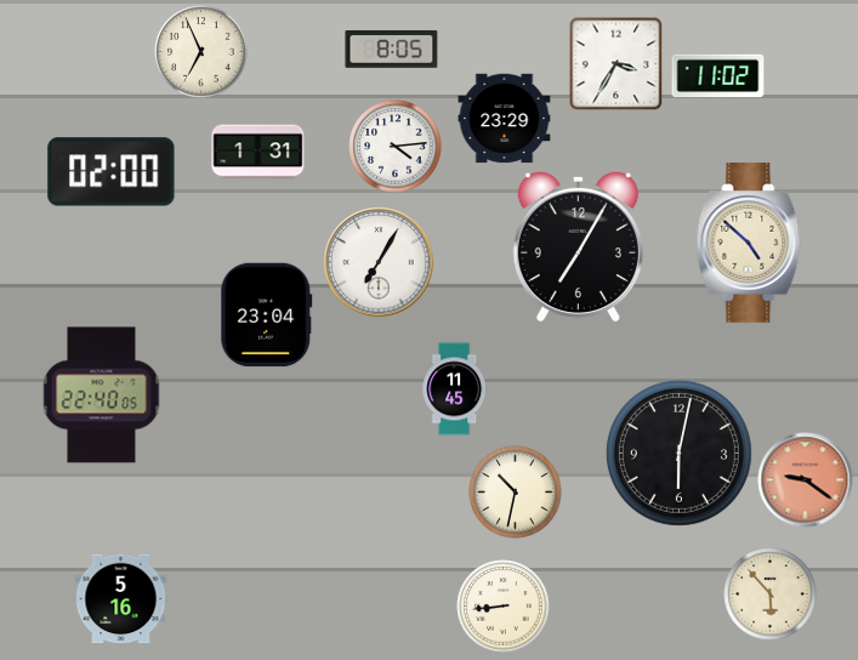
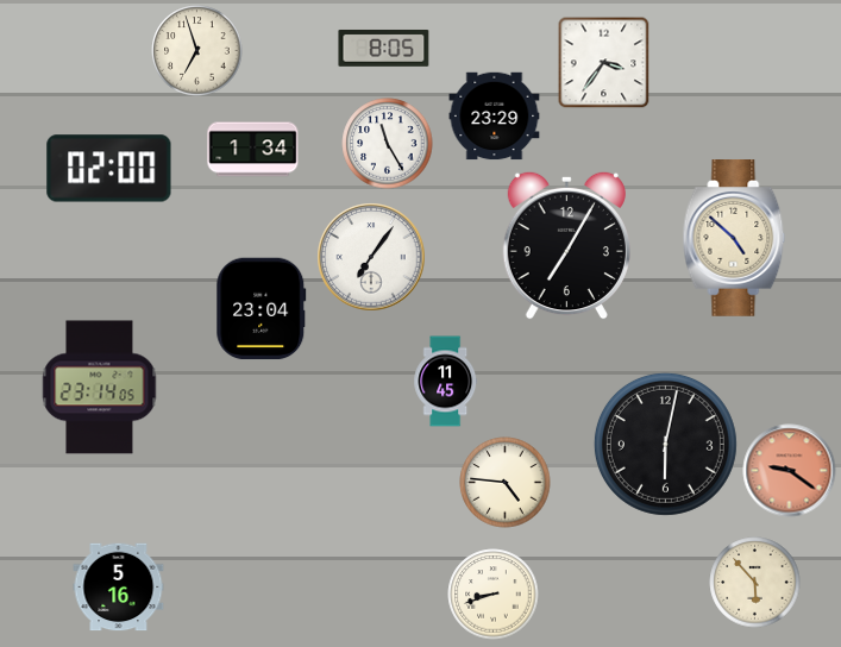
clock at (201, 52): 6:56 -> 6:57
clock at (615, 63): 3:35 -> 3:36
clock at (718, 76): 11:02 -> none
clock at (396, 147): 4:14 -> 11:25
clock at (258, 153): 1:31 -> 1:34
clock at (578, 246) position: (578, 246) -> (566, 245)
clock at (379, 262): 7:05 -> 7:06
clock at (102, 396): 22:40 -> 23:14
clock at (516, 493): 10:32 -> 4:46
clock at (504, 607): 8:44 -> 8:42
